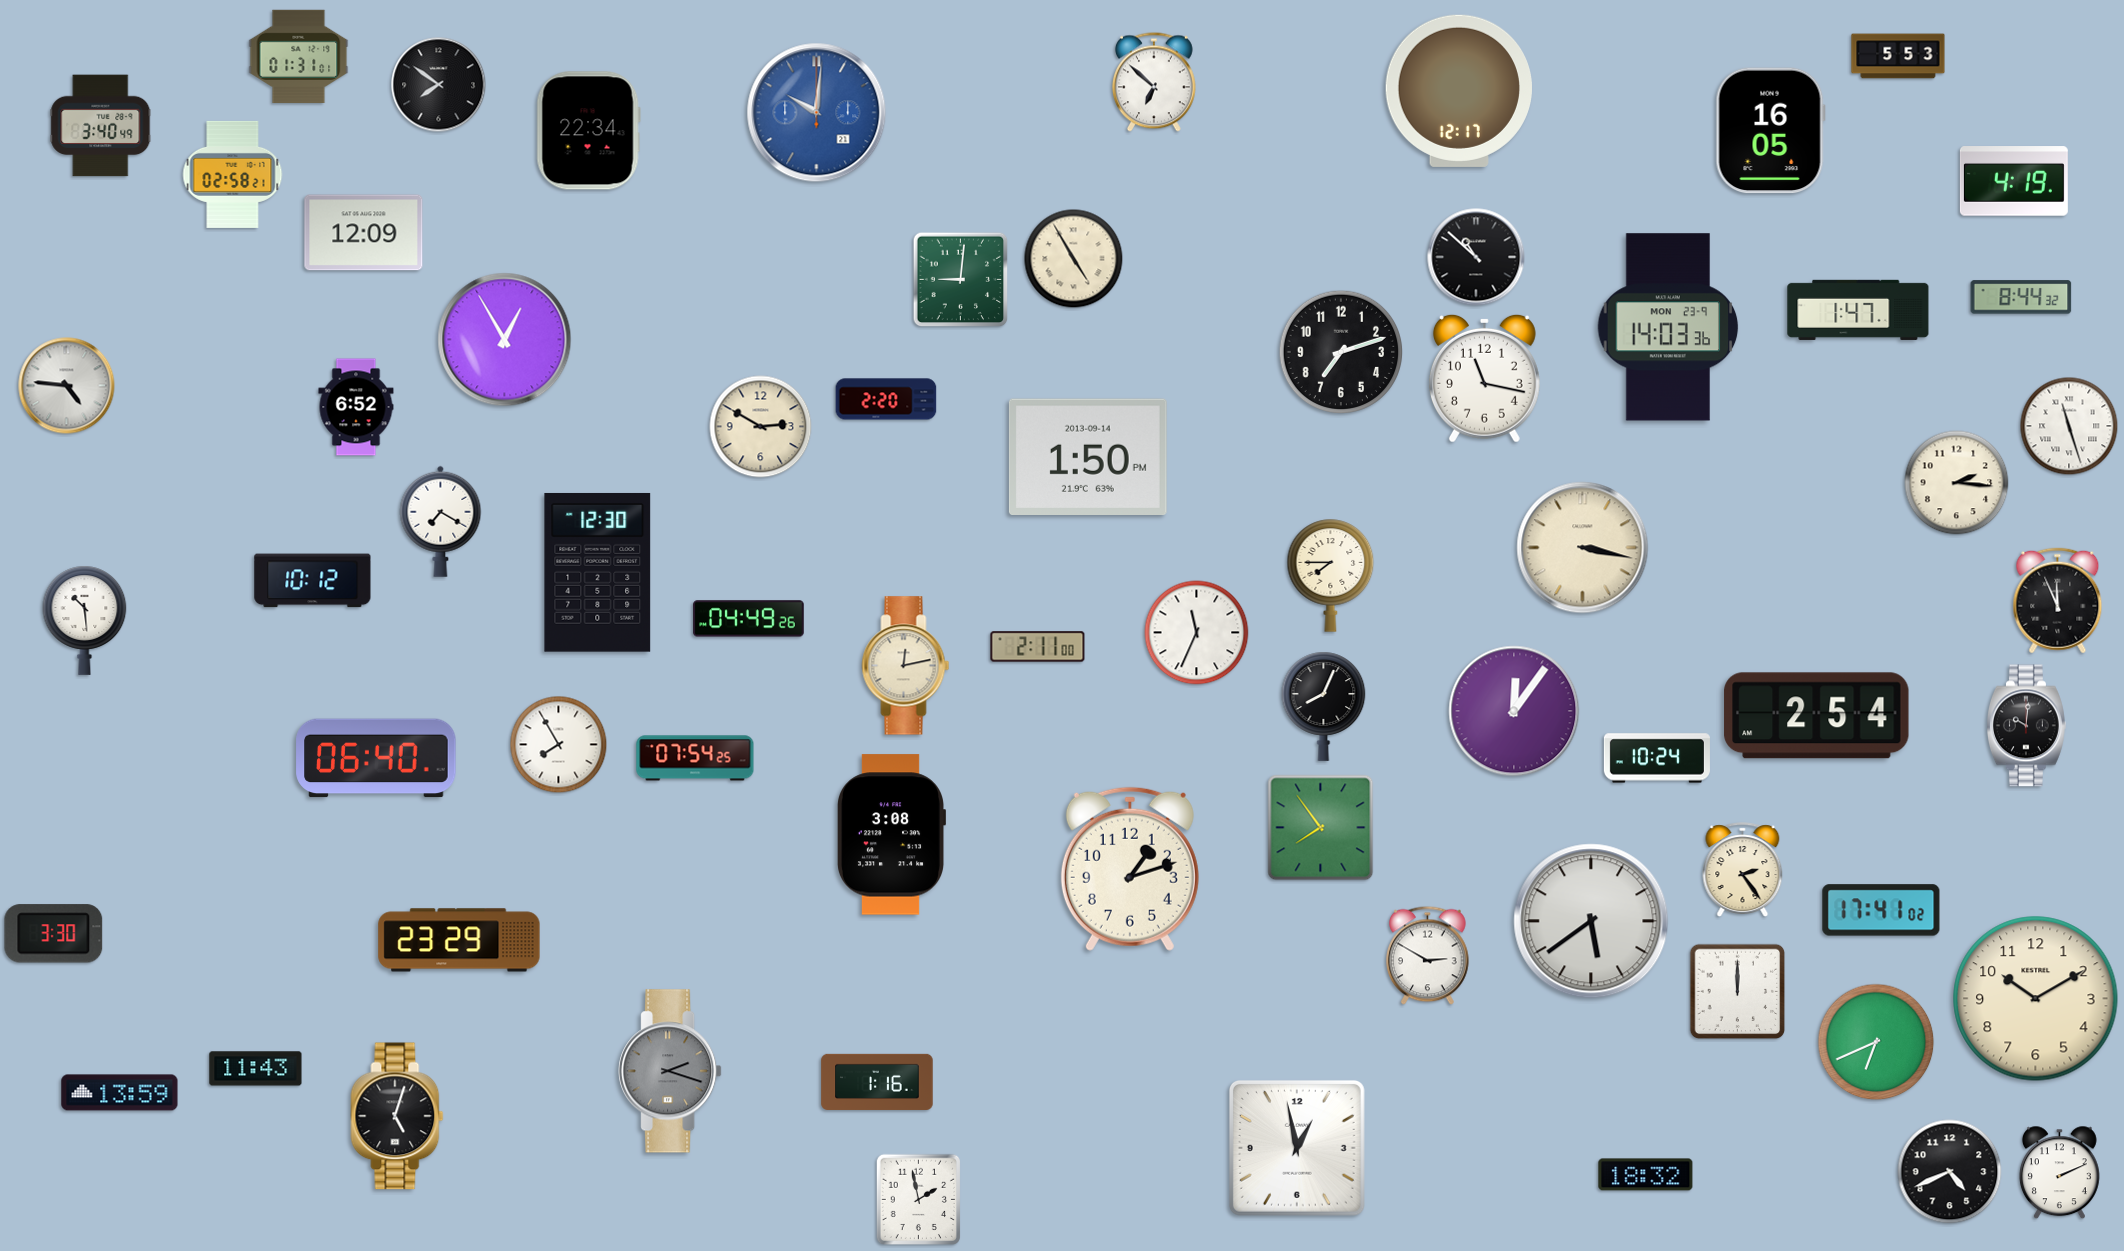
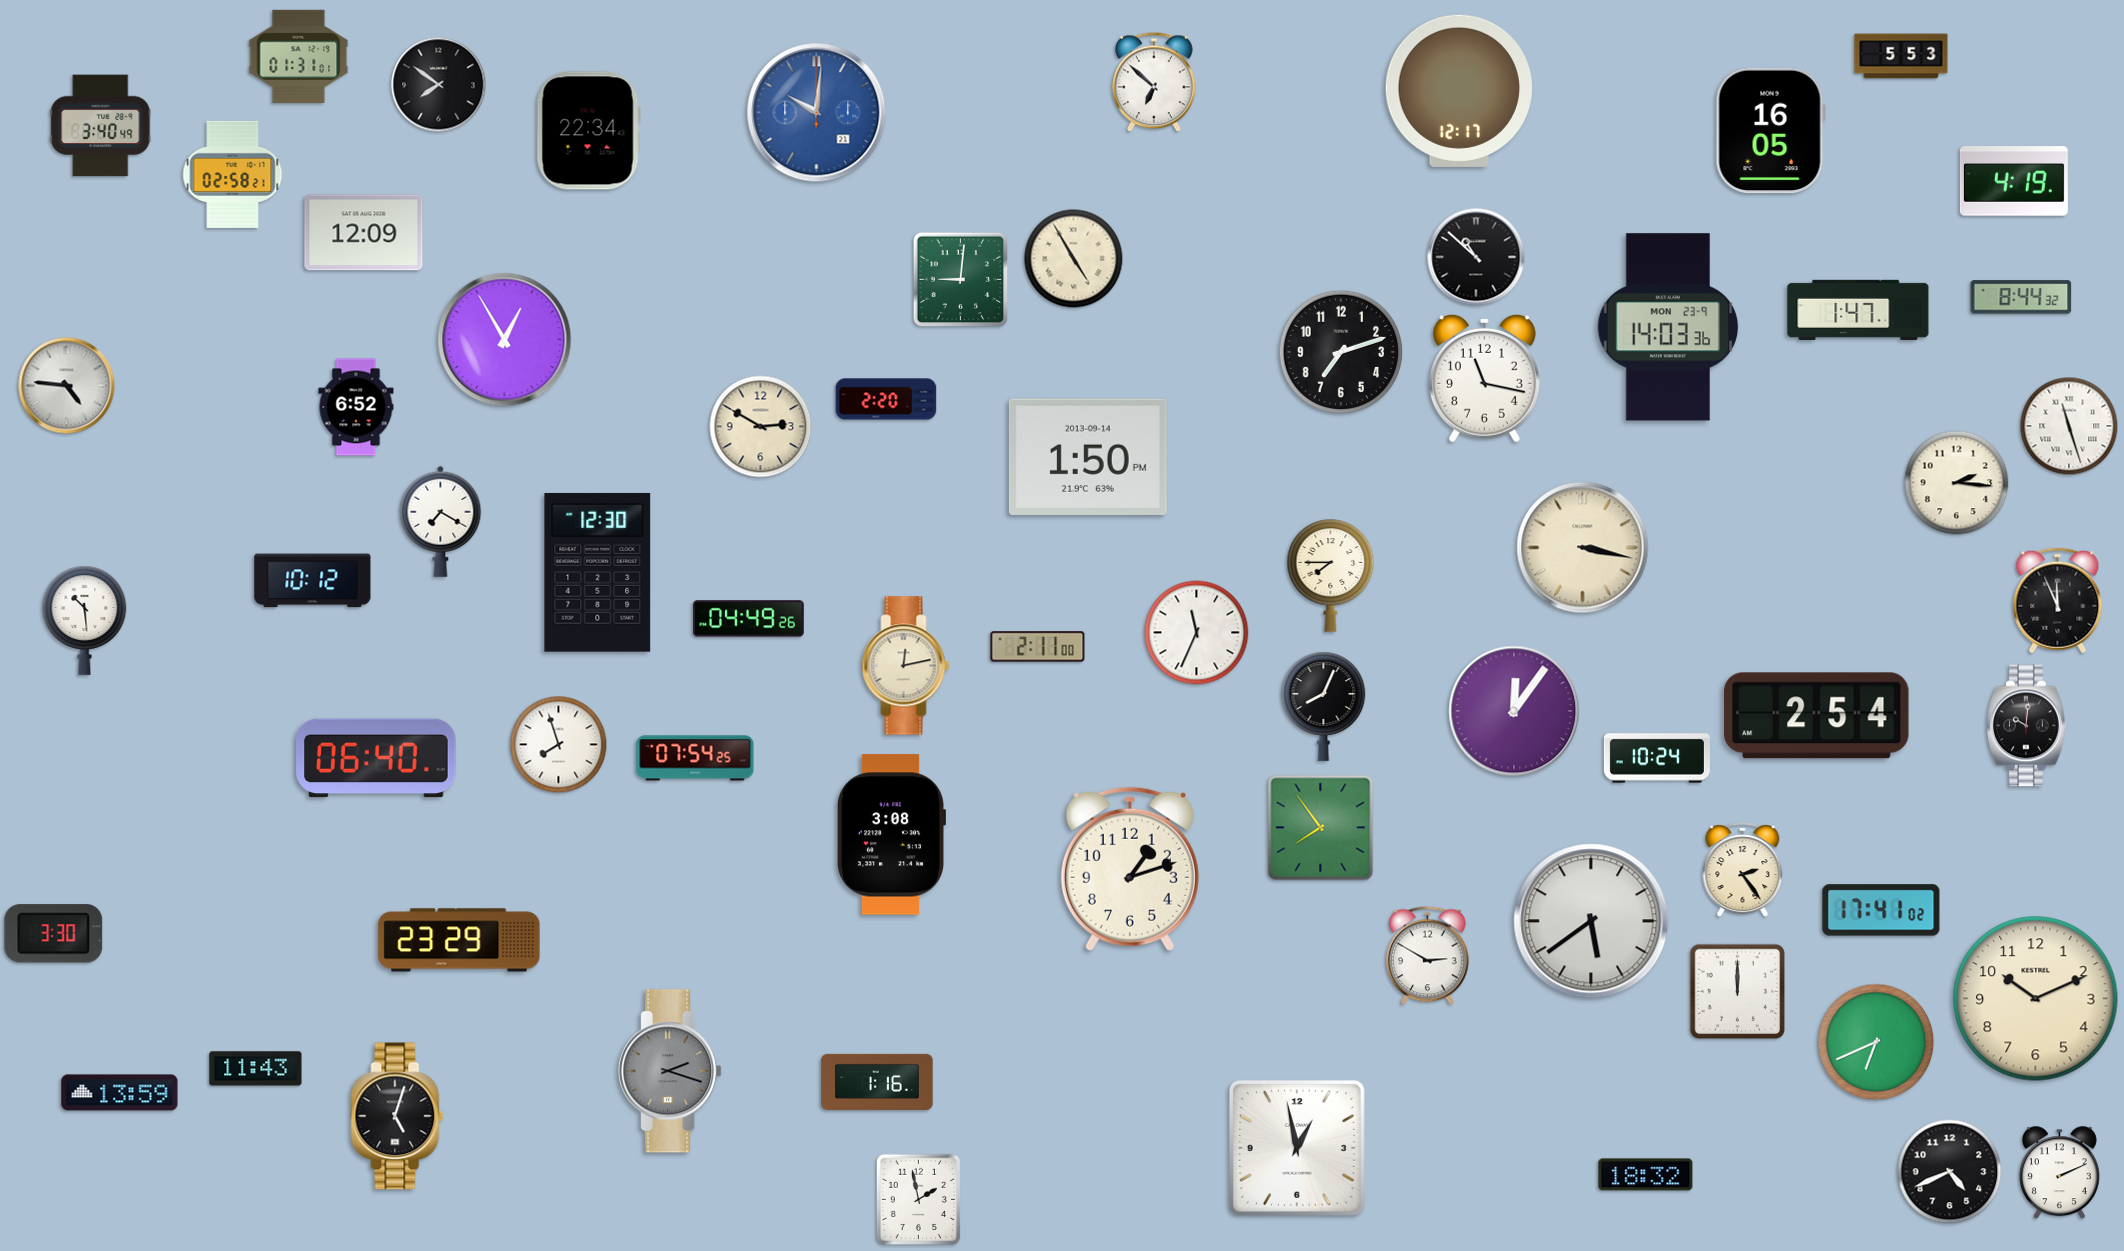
clock at (1898, 56) position: (1898, 56) -> (1901, 56)
clock at (559, 745): 7:55 -> 7:57
clock at (2036, 999): 10:10 -> 10:11
